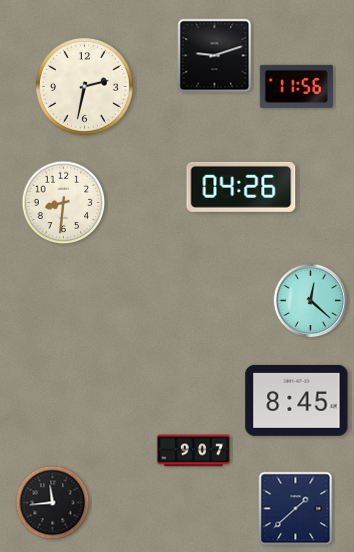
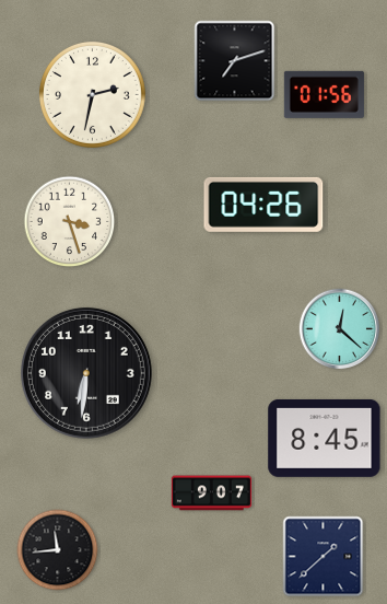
clock at (215, 56): 9:12 -> 7:12
clock at (296, 86): 11:56 -> 01:56
clock at (64, 203): 8:31 -> 3:27
clock at (86, 373): none -> 6:31
